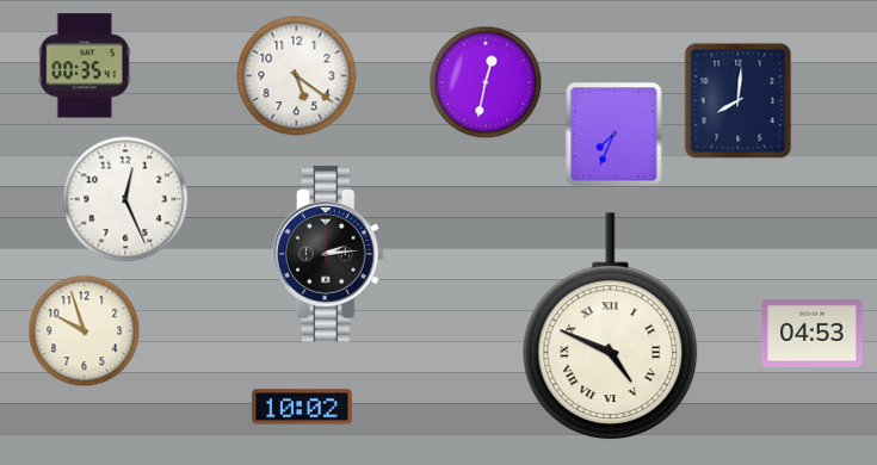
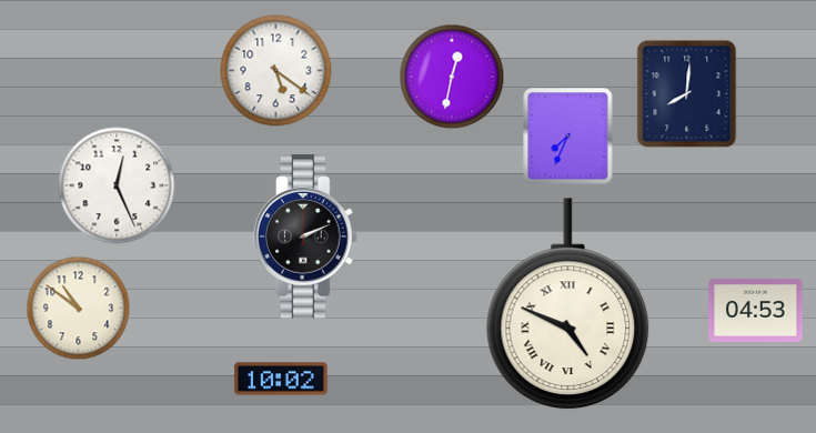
clock at (85, 66): 00:35 -> none
clock at (614, 135) position: (614, 135) -> (568, 137)
clock at (329, 254): 2:14 -> 2:11
clock at (85, 331): 9:57 -> 10:51
